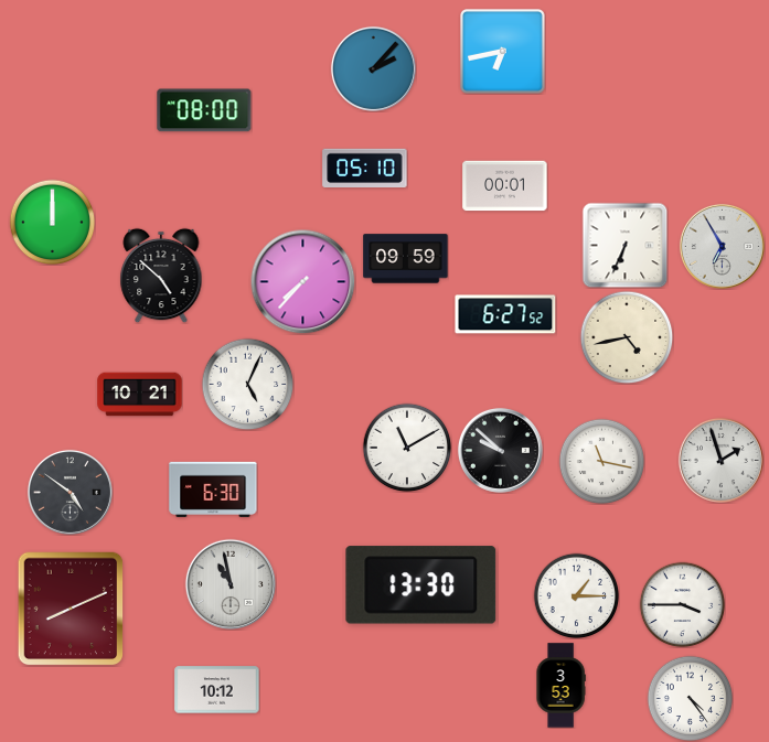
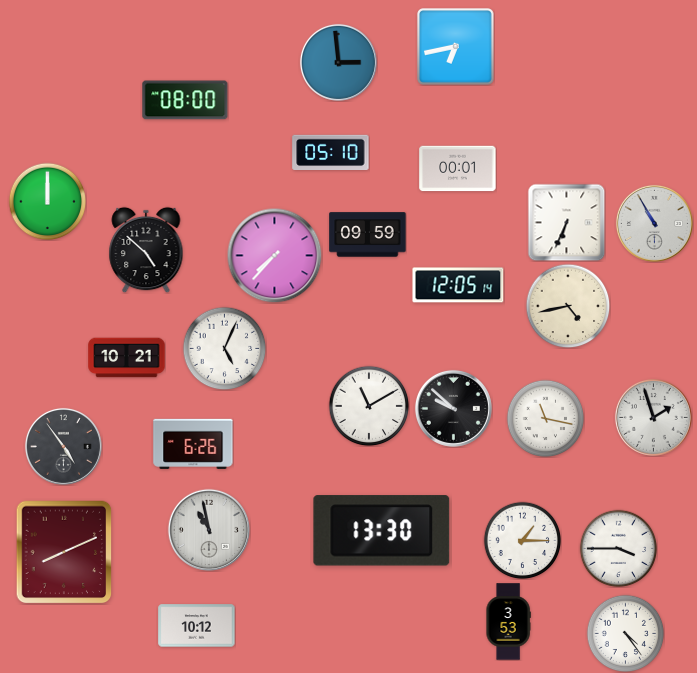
clock at (373, 68): 2:07 -> 2:59
clock at (722, 246): 6:55 -> 10:55
clock at (505, 314): 6:27 -> 12:05
clock at (213, 490): 6:30 -> 6:26
clock at (70, 492): 4:51 -> 4:54
